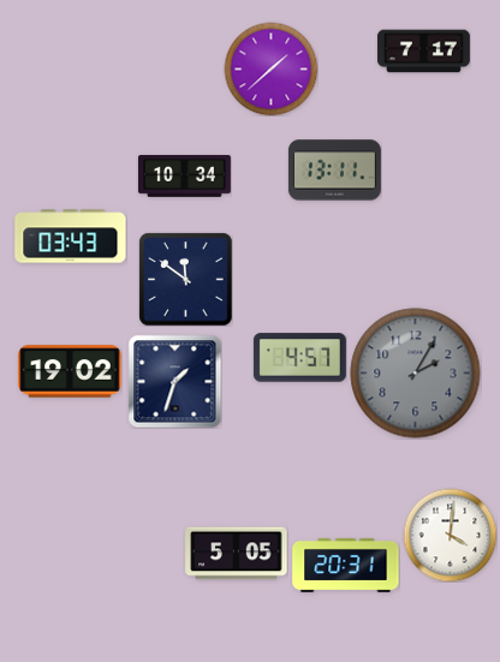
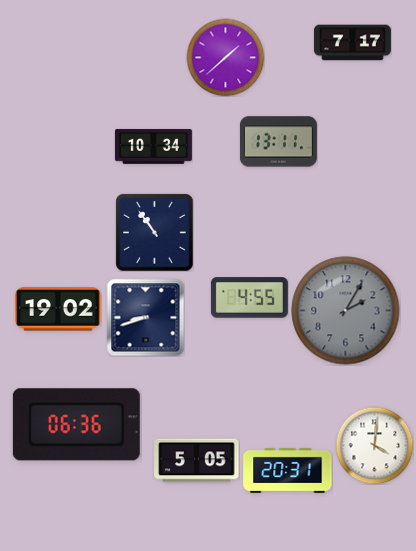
clock at (71, 237): 03:43 -> none
clock at (185, 279): 11:51 -> 10:54
clock at (299, 358): 4:57 -> 4:55
clock at (174, 381): 1:33 -> 8:42
clock at (76, 425): none -> 06:36
